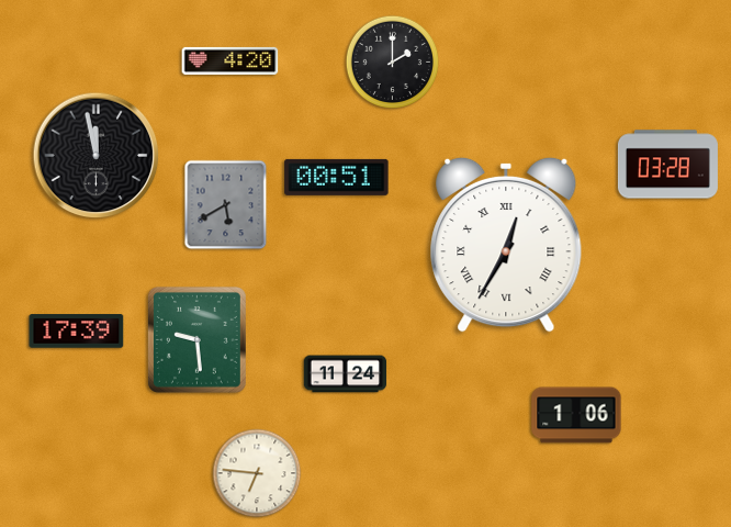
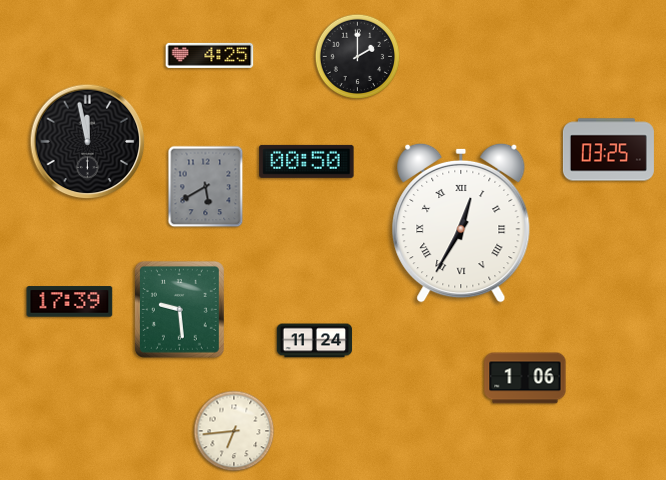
clock at (230, 60): 4:20 -> 4:25
clock at (667, 165): 03:28 -> 03:25
clock at (337, 177): 00:51 -> 00:50
clock at (257, 473): 6:46 -> 6:44
